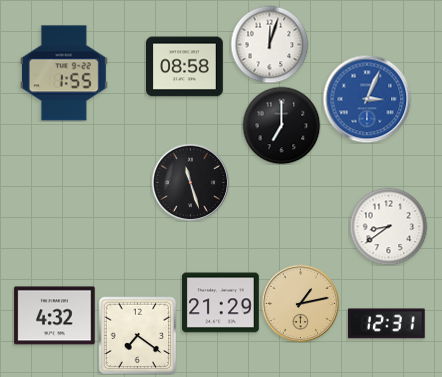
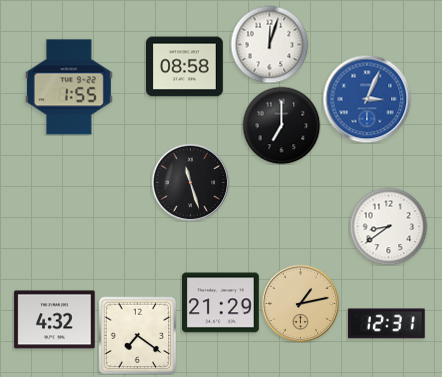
clock at (64, 73) position: (64, 73) -> (69, 87)
clock at (55, 316) position: (55, 316) -> (55, 320)
